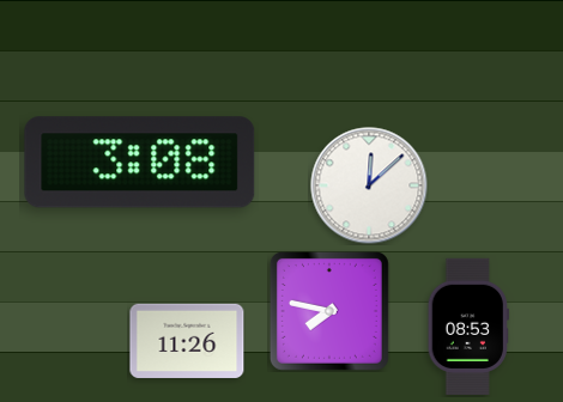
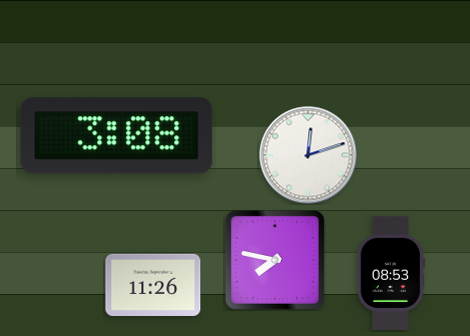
clock at (369, 185): 12:08 -> 12:12
clock at (187, 341) position: (187, 341) -> (153, 285)
